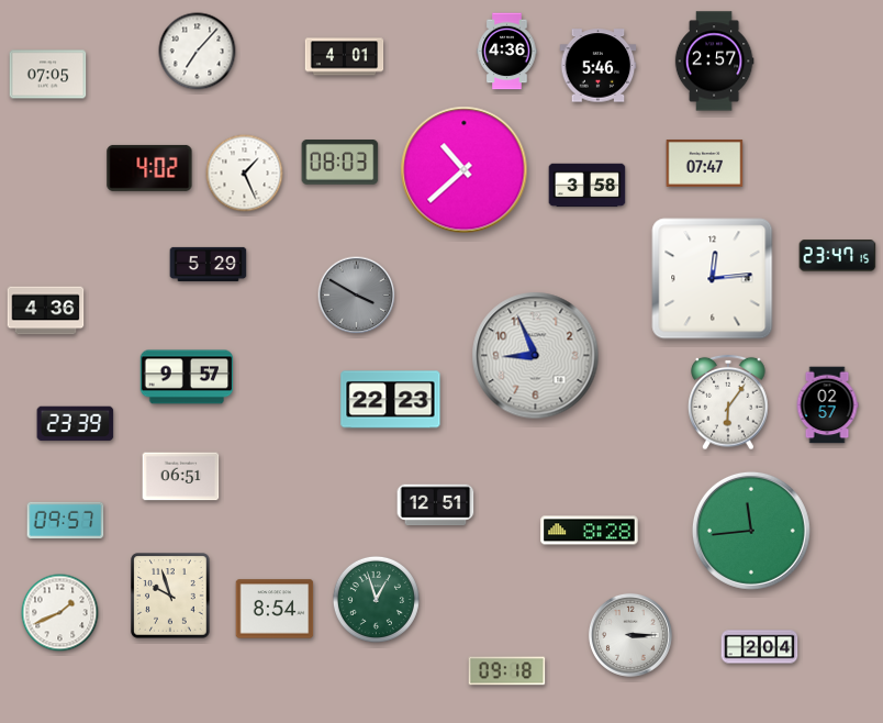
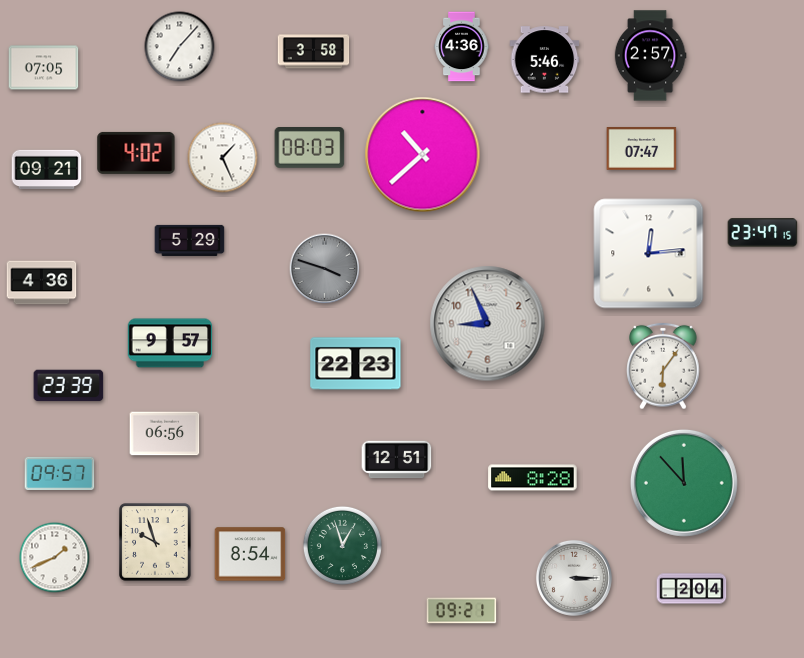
clock at (345, 57): 4:01 -> 3:58
clock at (588, 186): 3:58 -> none
clock at (47, 170): none -> 09:21
clock at (357, 296): 3:50 -> 3:48
clock at (827, 405): 02:57 -> none
clock at (181, 477): 06:51 -> 06:56
clock at (590, 531) position: (590, 531) -> (533, 478)
clock at (751, 531): 11:44 -> 11:53
clock at (507, 671): 09:18 -> 09:21
